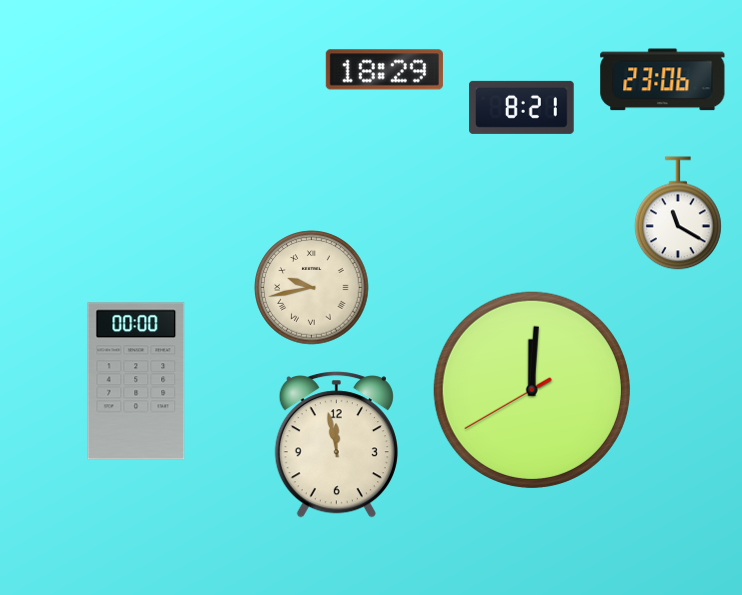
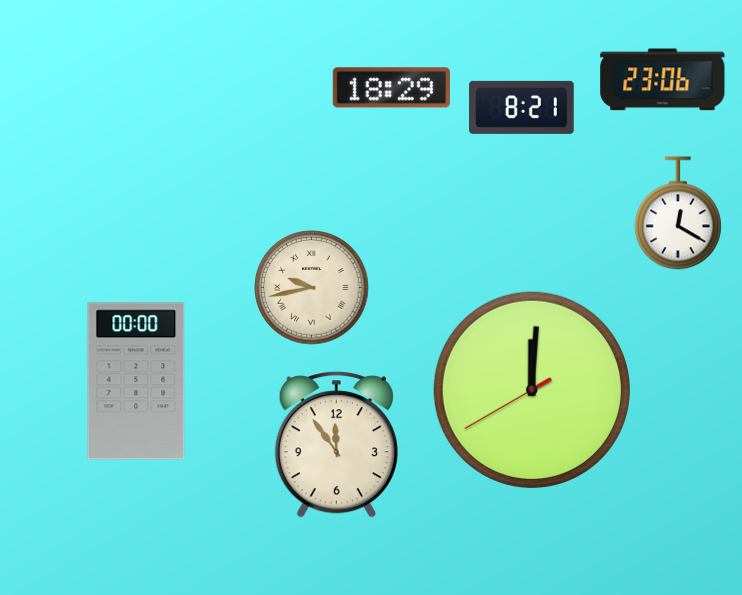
clock at (384, 70) position: (384, 70) -> (391, 88)
clock at (679, 213): 11:20 -> 12:20
clock at (336, 445): 11:58 -> 11:54
